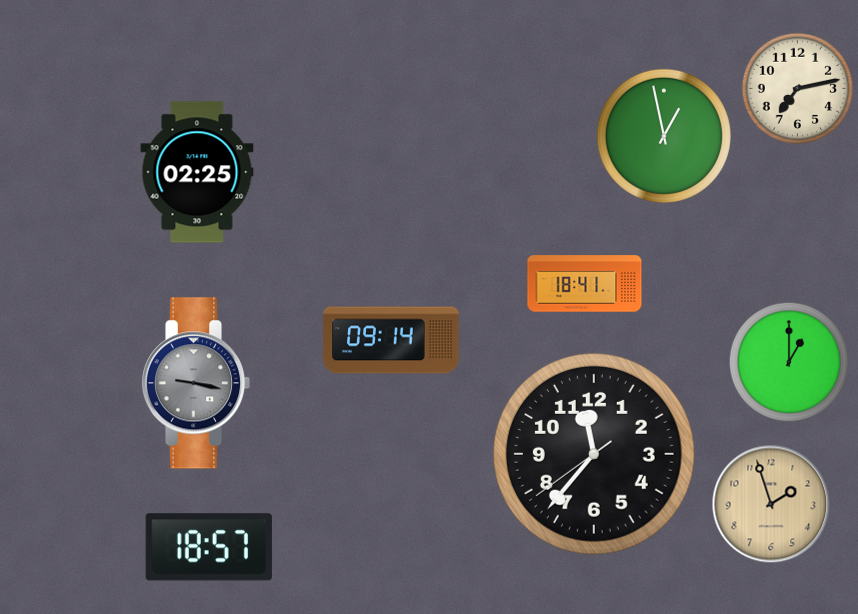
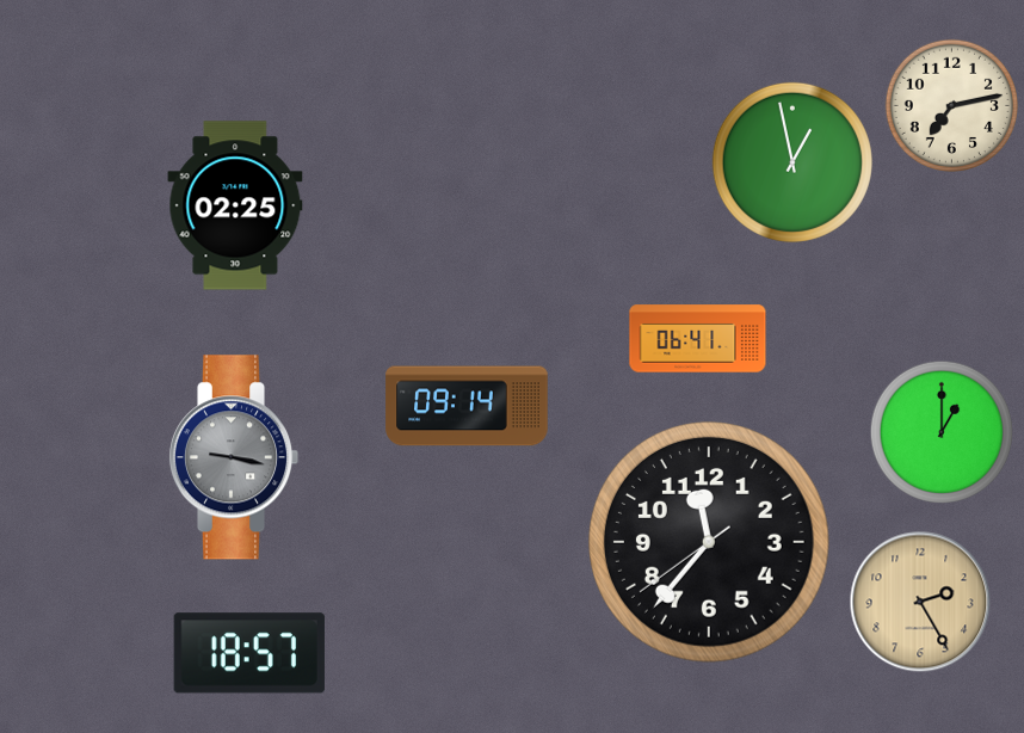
clock at (585, 284): 18:41 -> 06:41
clock at (771, 504): 1:57 -> 2:25
